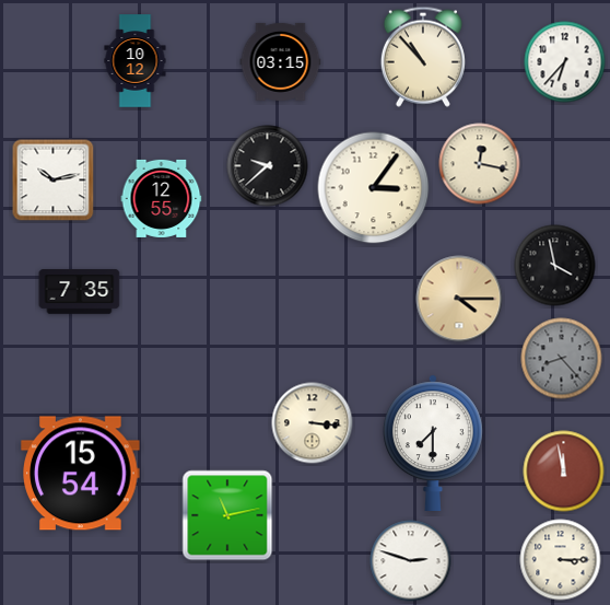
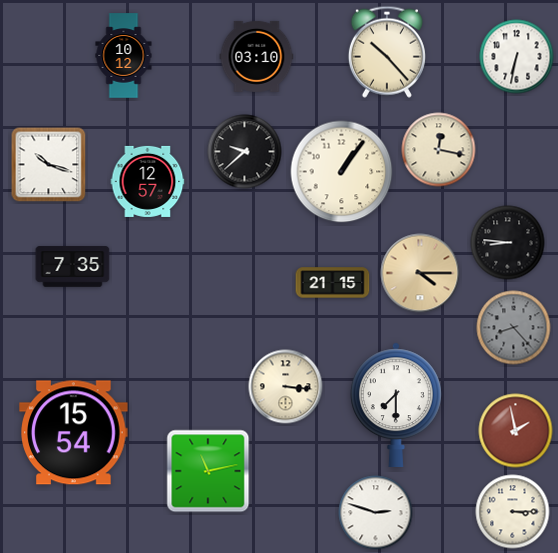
clock at (423, 57): 10:53 -> 10:23
clock at (281, 61): 03:15 -> 03:10
clock at (565, 62): 6:37 -> 6:32
clock at (54, 181): 10:13 -> 10:18
clock at (374, 188): 3:06 -> 1:06
clock at (162, 198): 12:55 -> 12:57
clock at (555, 266): 3:58 -> 8:46
clock at (333, 283): none -> 21:15
clock at (564, 472): 11:58 -> 1:58
